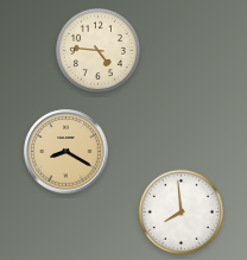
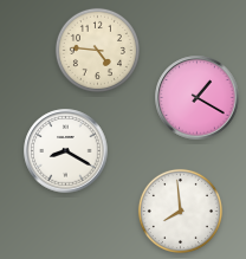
clock at (198, 98): none -> 1:20
clock at (66, 152) dial: champagne -> white
